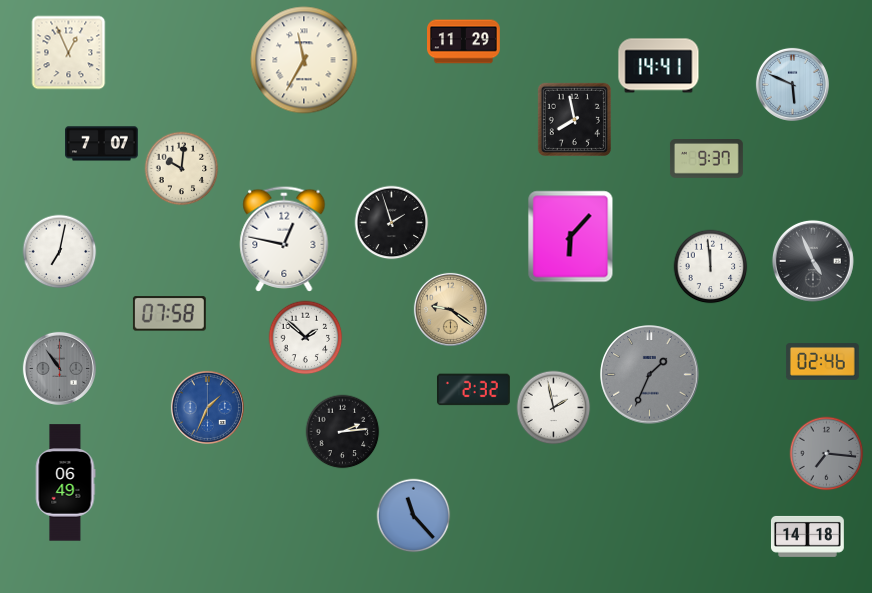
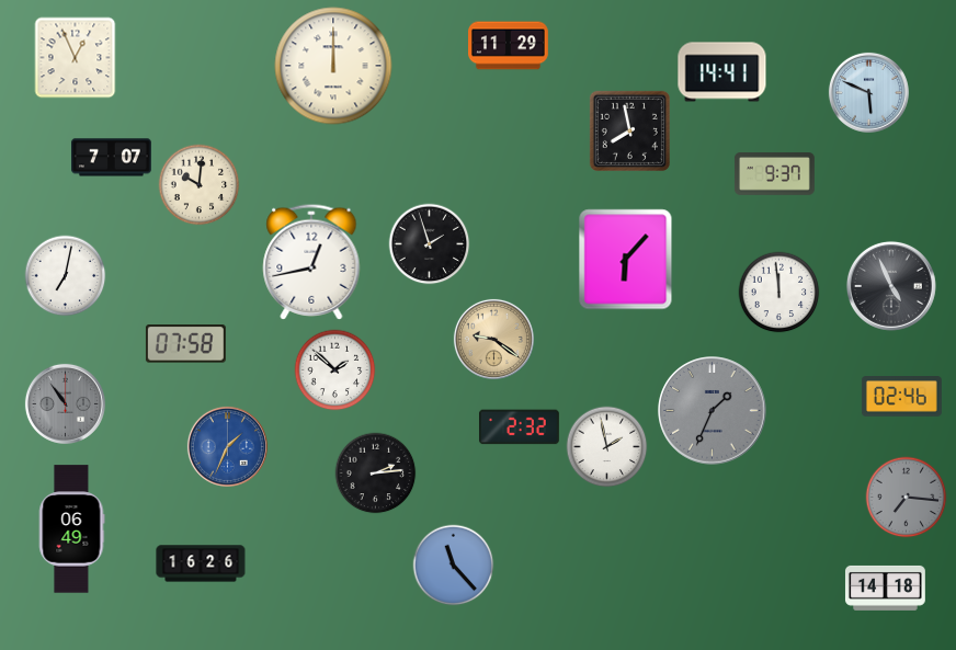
clock at (304, 60): 11:35 -> 12:00
clock at (284, 239): 12:47 -> 12:43
clock at (201, 563): none -> 16:26
